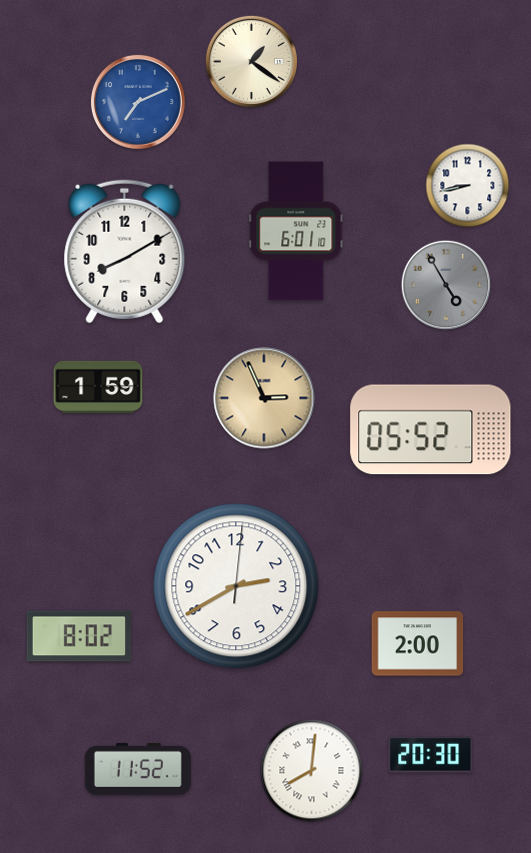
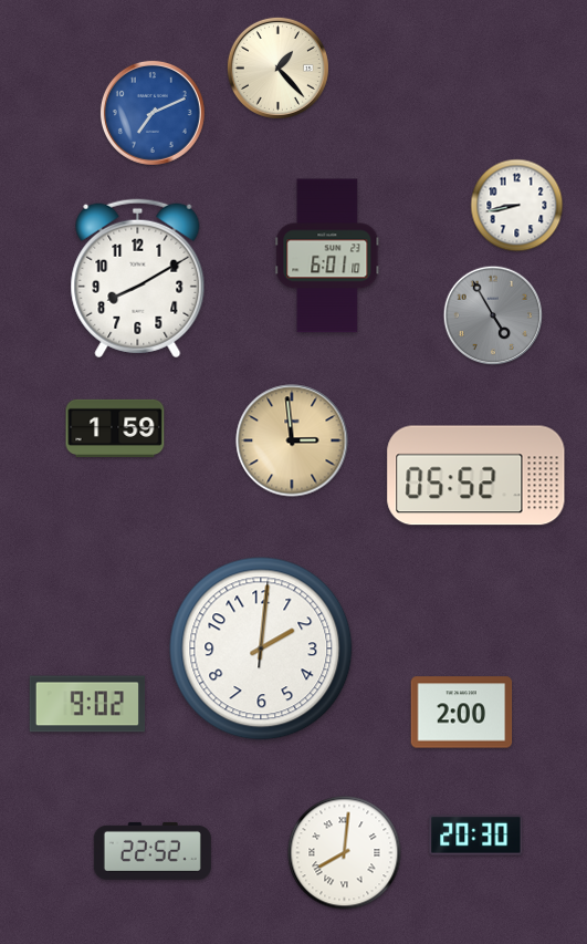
clock at (251, 61): 1:21 -> 1:23
clock at (98, 387) position: (98, 387) -> (115, 428)
clock at (264, 398): 2:56 -> 2:59
clock at (236, 586): 2:40 -> 2:01
clock at (79, 636): 8:02 -> 9:02
clock at (138, 769): 11:52 -> 22:52
